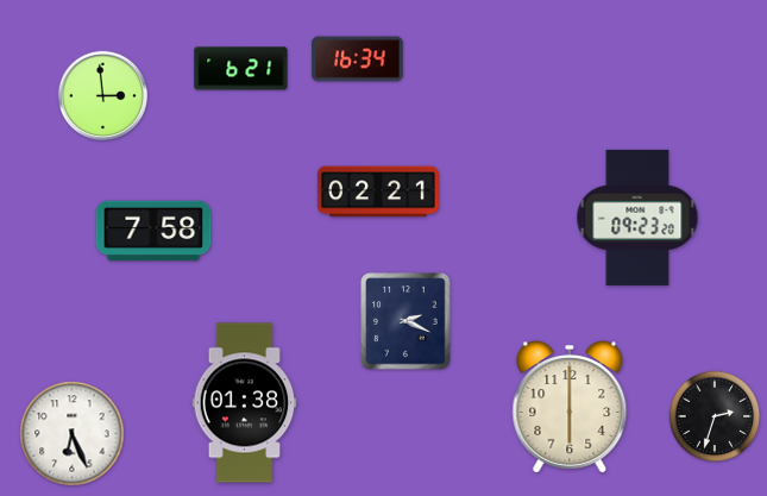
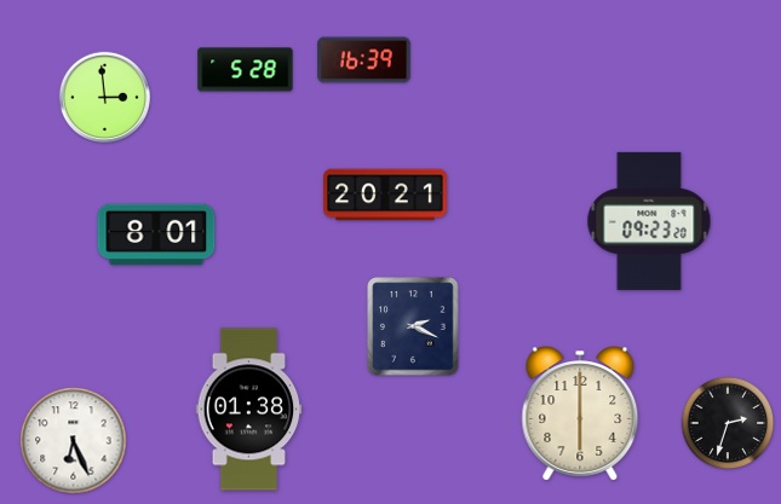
clock at (358, 59): 16:34 -> 16:39
clock at (241, 69): 6:21 -> 5:28
clock at (379, 192): 02:21 -> 20:21
clock at (153, 231): 7:58 -> 8:01
